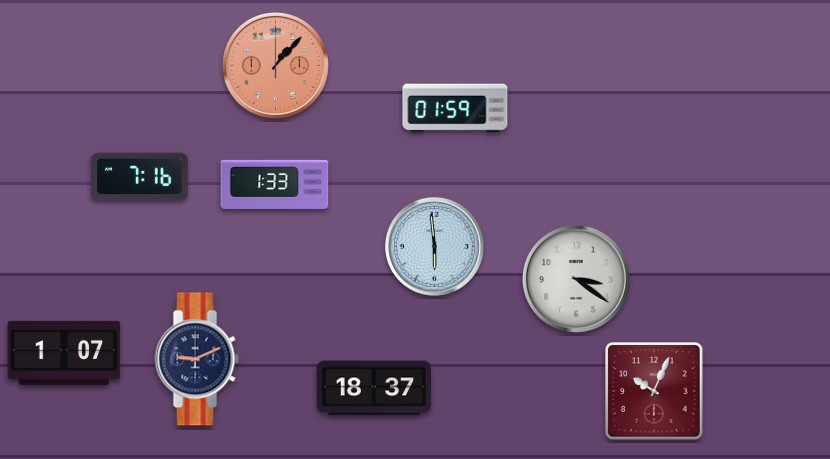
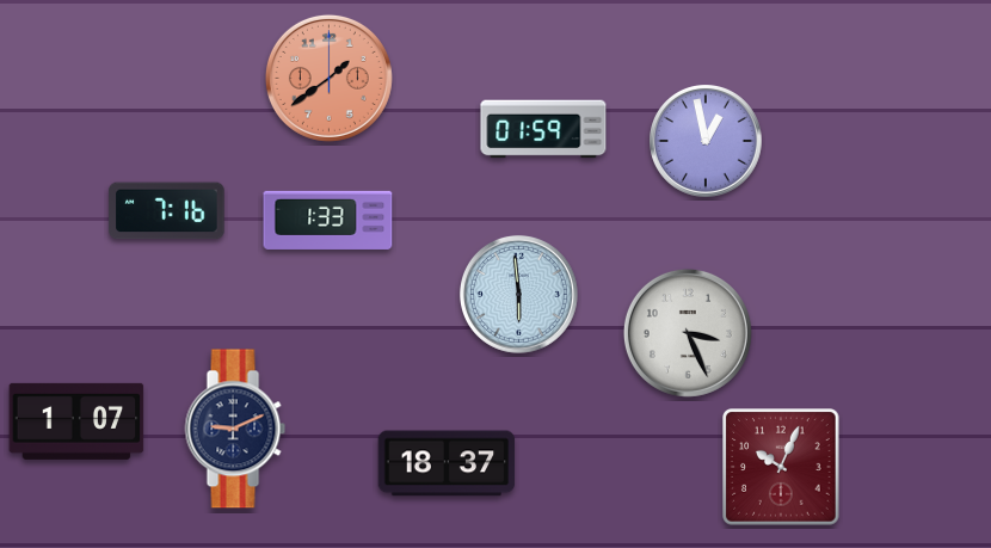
clock at (275, 65): 1:07 -> 1:39
clock at (707, 142): none -> 12:58
clock at (576, 279): 3:21 -> 3:26
